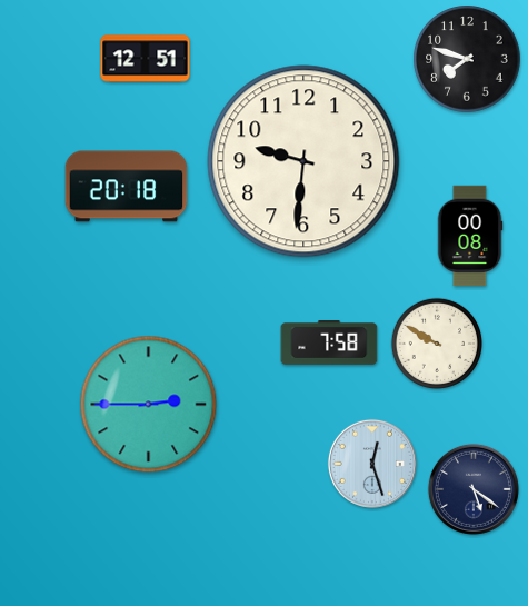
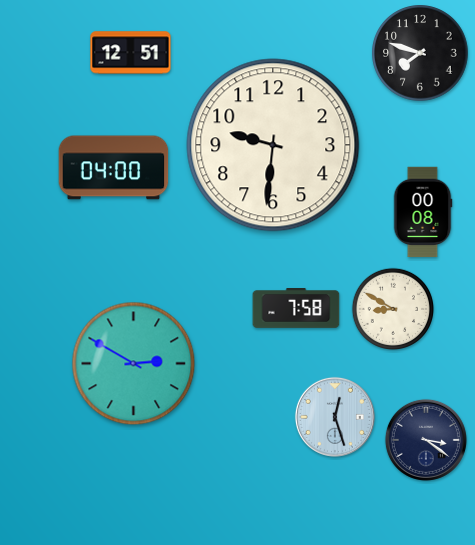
clock at (127, 187): 20:18 -> 04:00
clock at (436, 342): 9:50 -> 8:50
clock at (149, 405): 2:45 -> 2:50
clock at (474, 489): 5:21 -> 3:21
